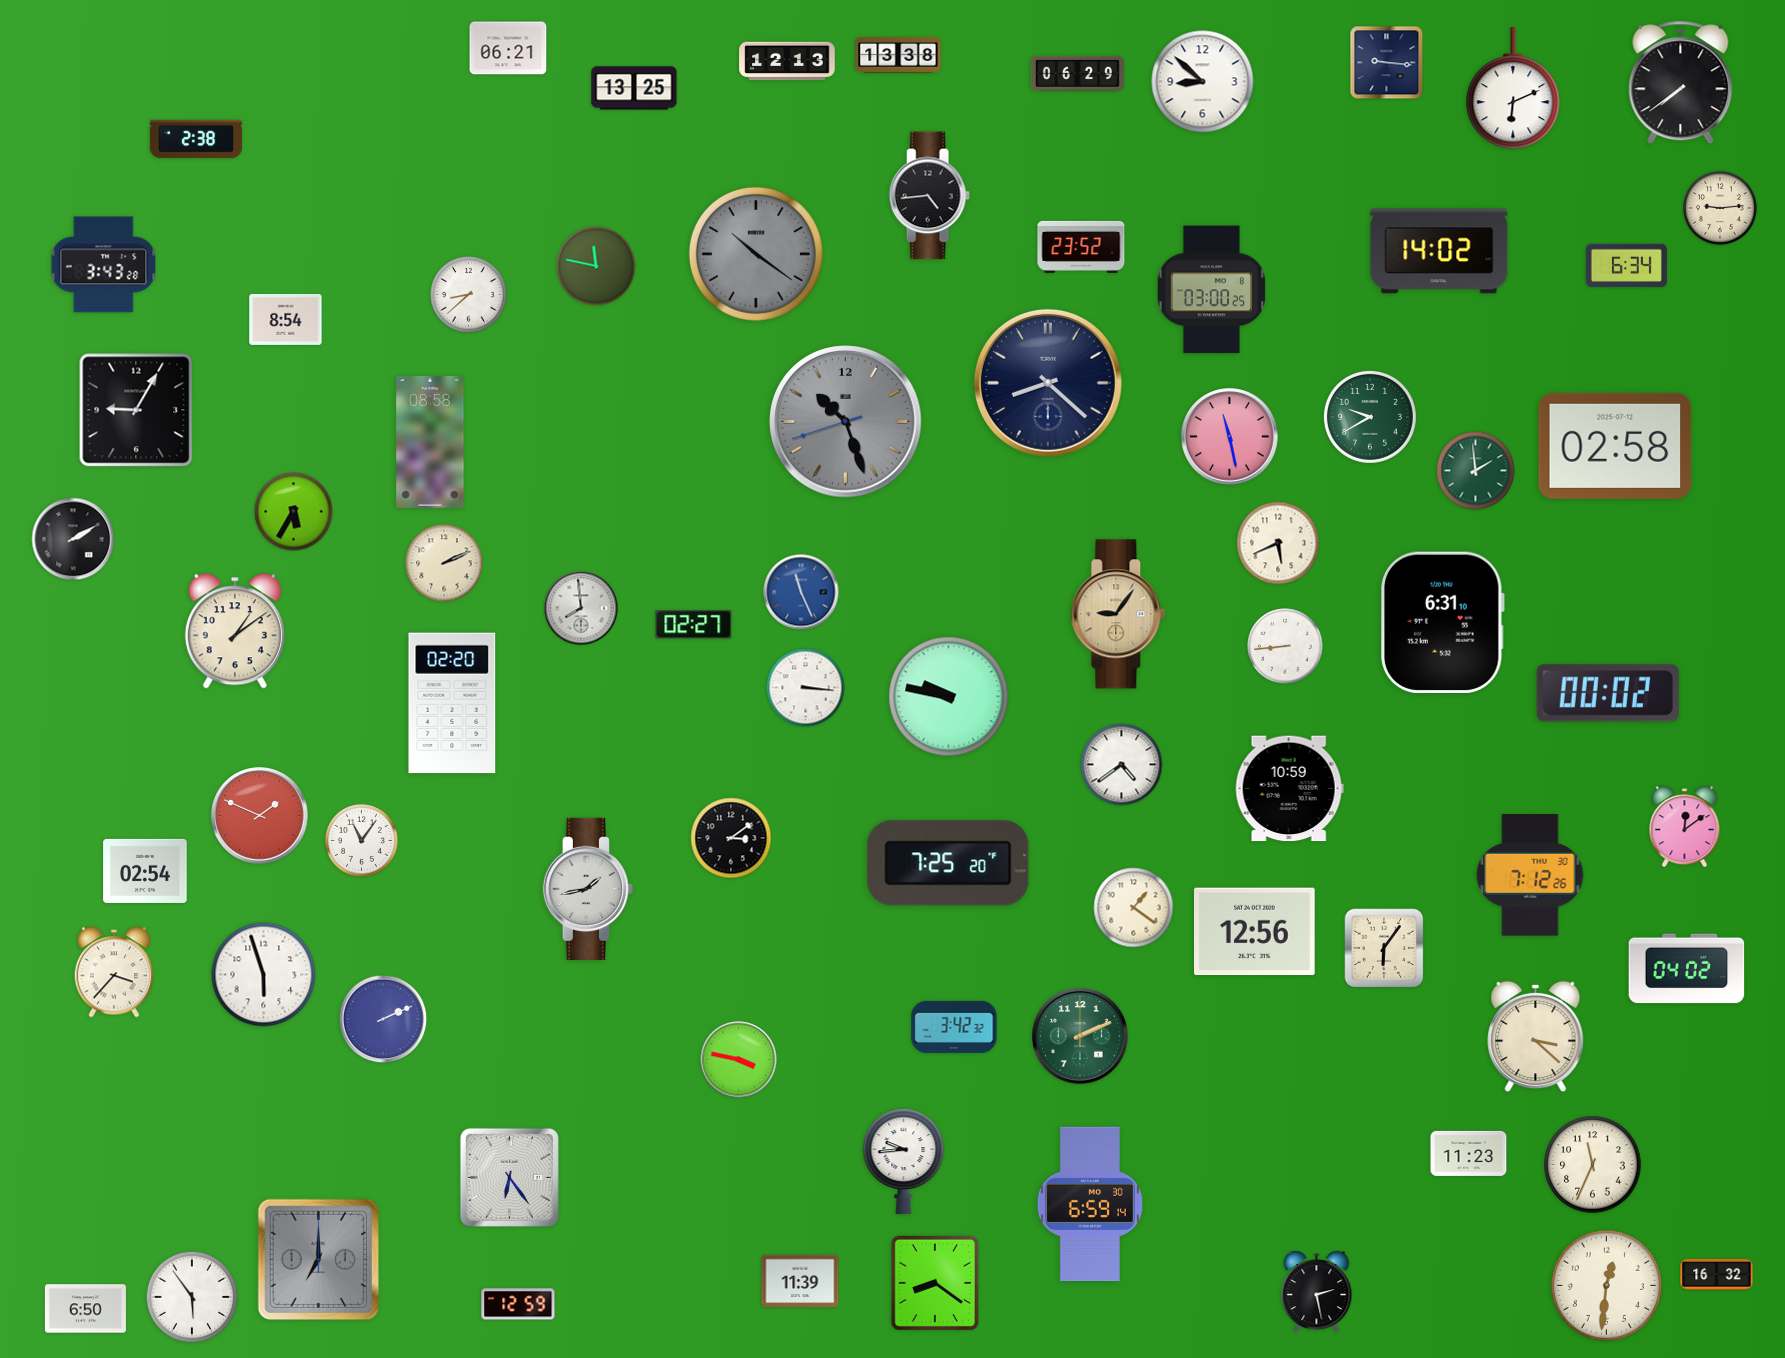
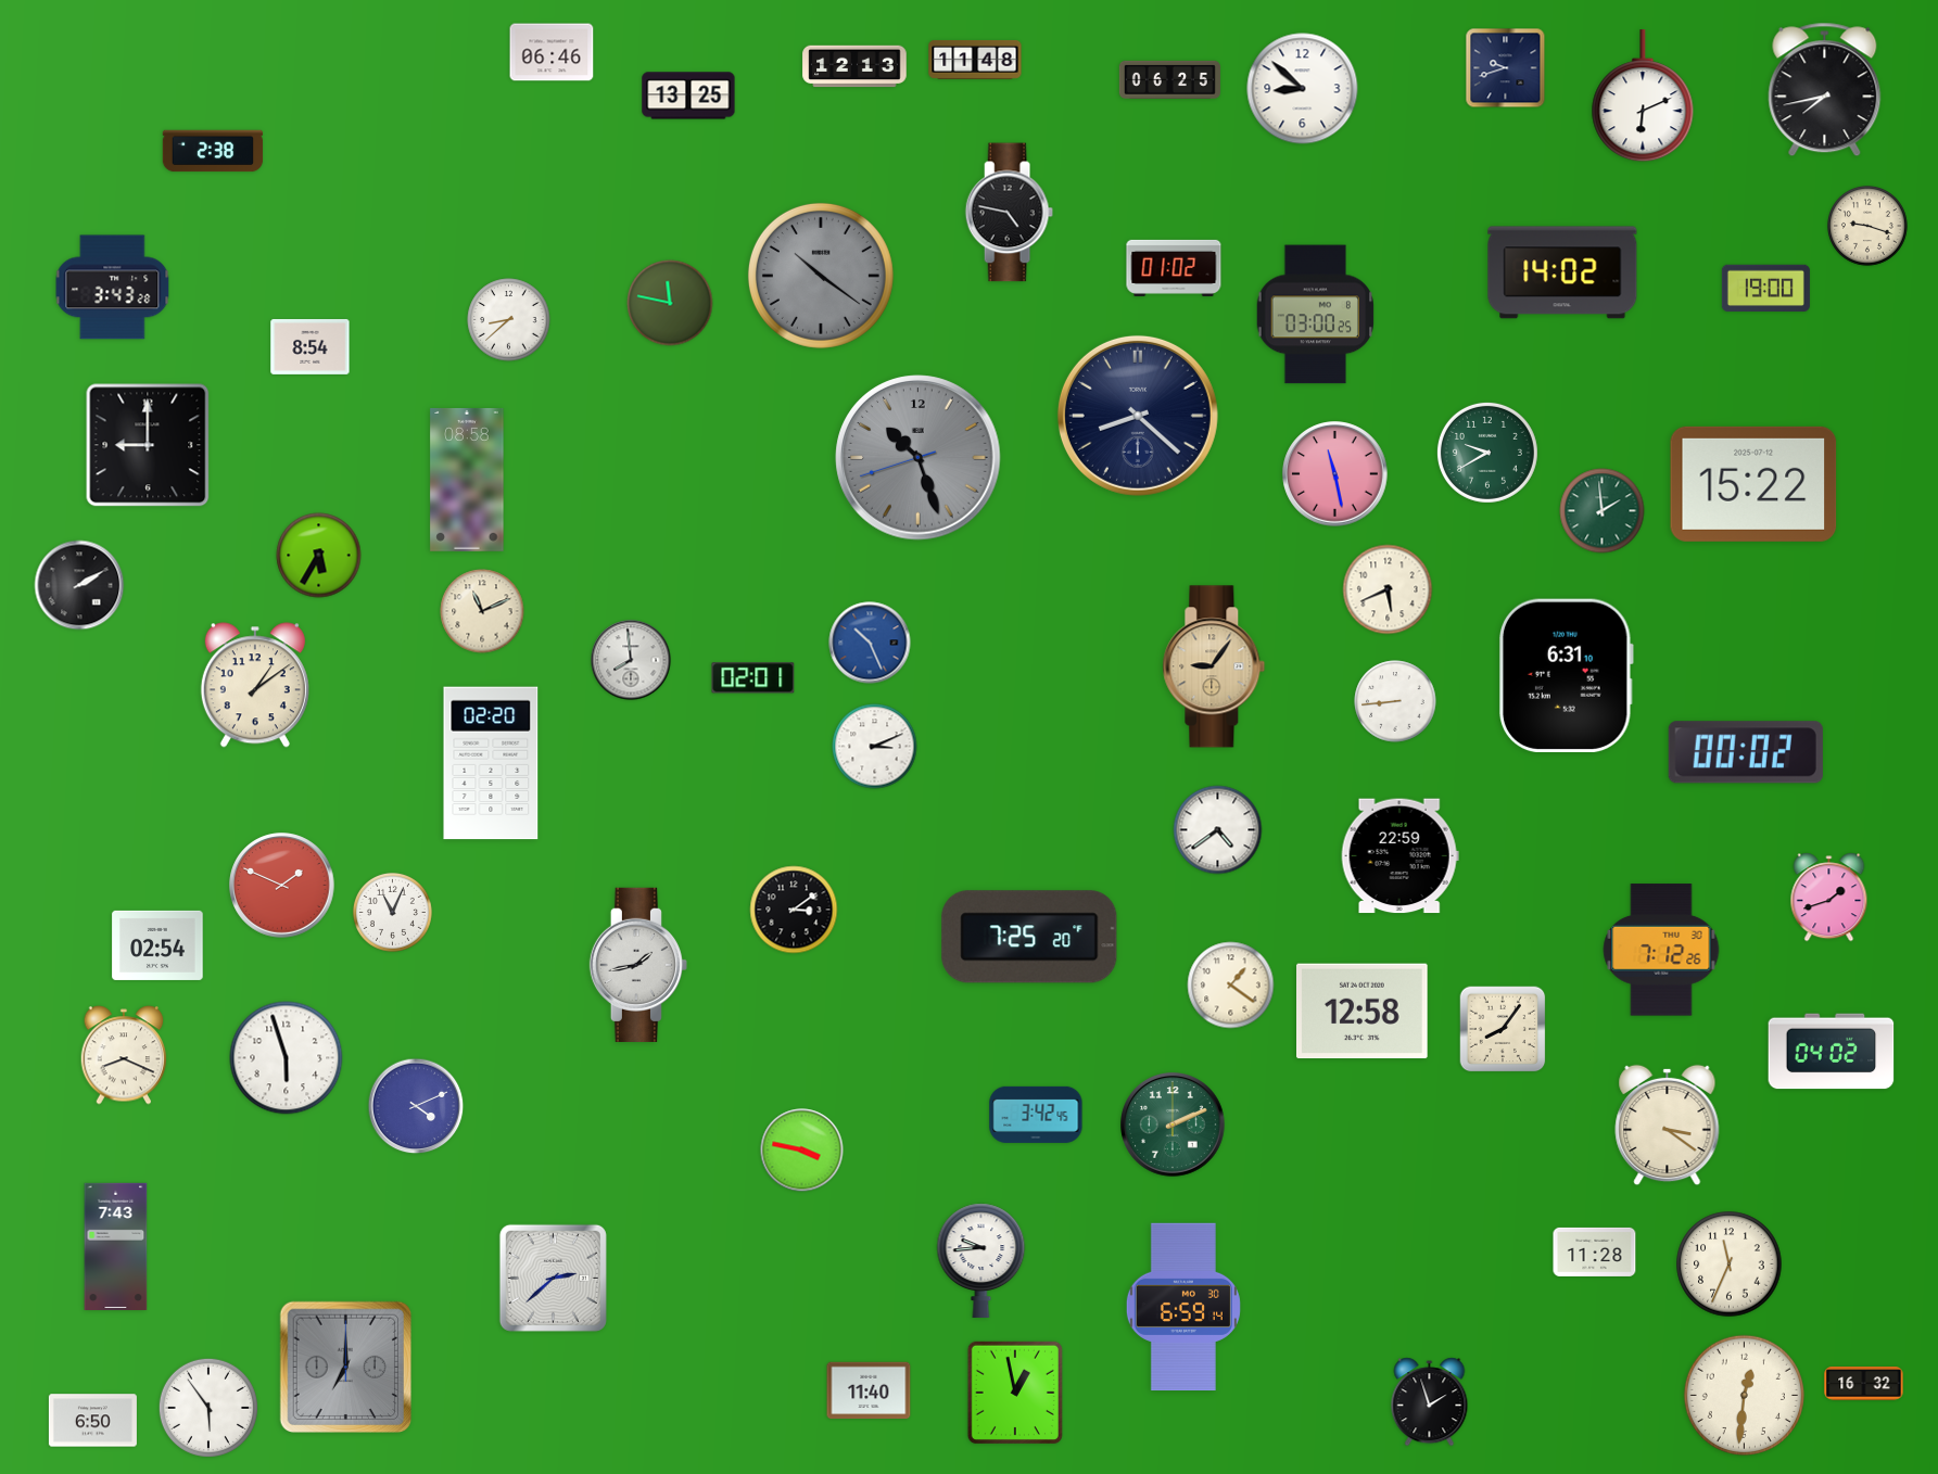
clock at (508, 48): 06:21 -> 06:46
clock at (898, 55): 13:38 -> 11:48
clock at (1387, 63): 9:16 -> 9:42
clock at (1077, 73): 06:29 -> 06:25
clock at (1203, 82) position: (1203, 82) -> (1303, 89)
clock at (1681, 83): 7:39 -> 7:43
clock at (929, 196): 4:44 -> 4:47
clock at (1721, 209): 9:14 -> 9:18
clock at (1081, 247): 23:52 -> 01:02
clock at (1626, 265): 6:34 -> 19:00
clock at (596, 266) position: (596, 266) -> (670, 303)
clock at (136, 410): 9:05 -> 9:00
clock at (1615, 446): 02:58 -> 15:22
clock at (444, 563): 2:11 -> 11:11
clock at (801, 592): 11:26 -> 10:26
clock at (694, 625): 02:27 -> 02:01
clock at (806, 688): 3:16 -> 3:11
clock at (949, 697): 9:47 -> none
clock at (1289, 789): 10:59 -> 22:59
clock at (1685, 827): 12:09 -> 1:42
clock at (361, 840): 11:06 -> 11:04
clock at (1255, 932): 12:56 -> 12:58
clock at (1384, 948): 6:06 -> 8:06
clock at (114, 972): 3:37 -> 8:19
clock at (383, 1019): 2:11 -> 4:11
clock at (954, 1027): 3:42:32 -> 3:42:45
clock at (1536, 1037): 3:22 -> 3:21
clock at (116, 1246): none -> 7:43
clock at (1469, 1153): 11:23 -> 11:28
clock at (509, 1177): 6:24 -> 2:38
clock at (800, 1281): 11:39 -> 11:40
clock at (935, 1283): 8:21 -> 12:58
clock at (1317, 1292): 2:28 -> 1:57
clock at (518, 1304): 12:59 -> none
